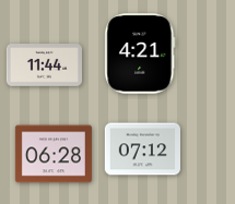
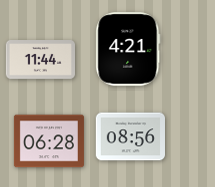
clock at (142, 149): 07:12 -> 08:56
